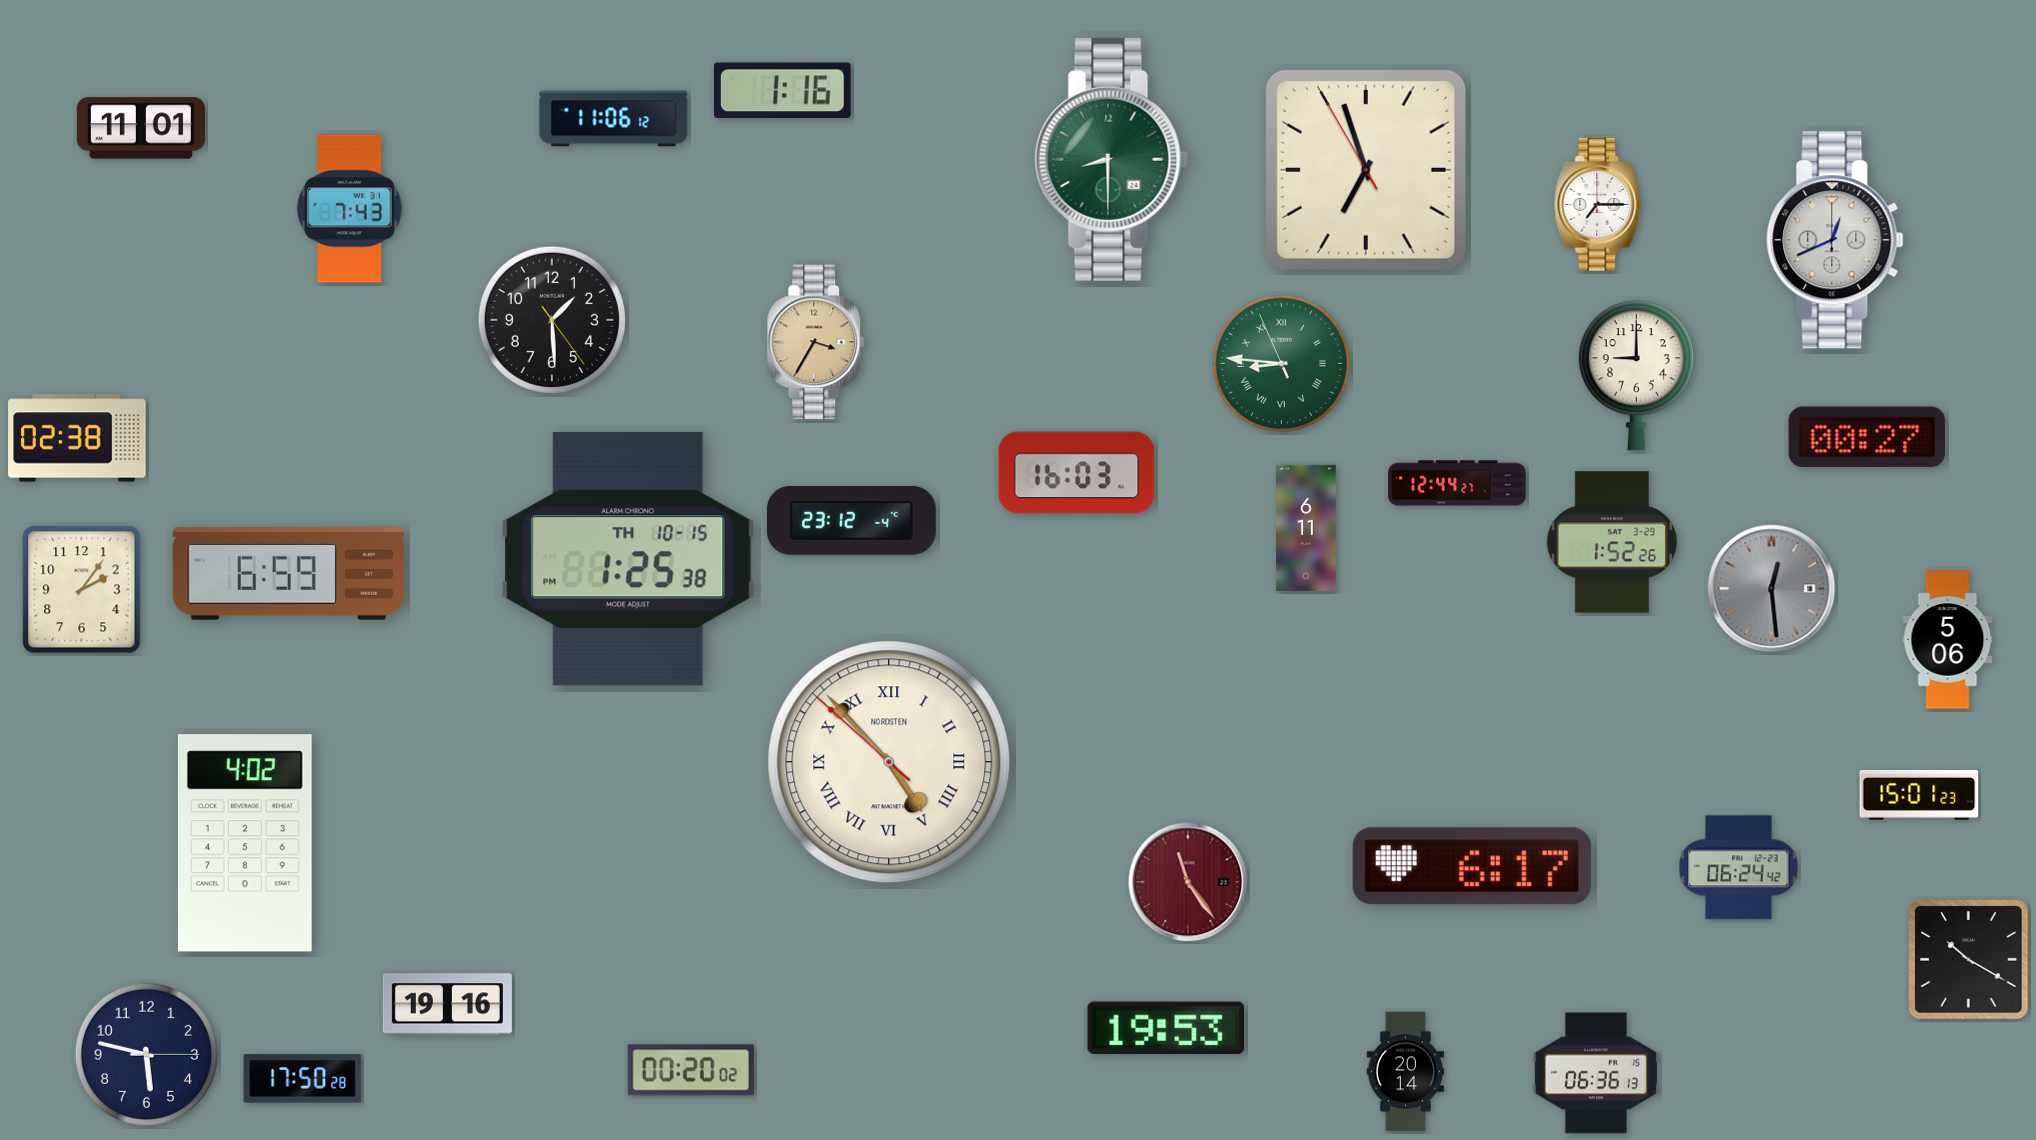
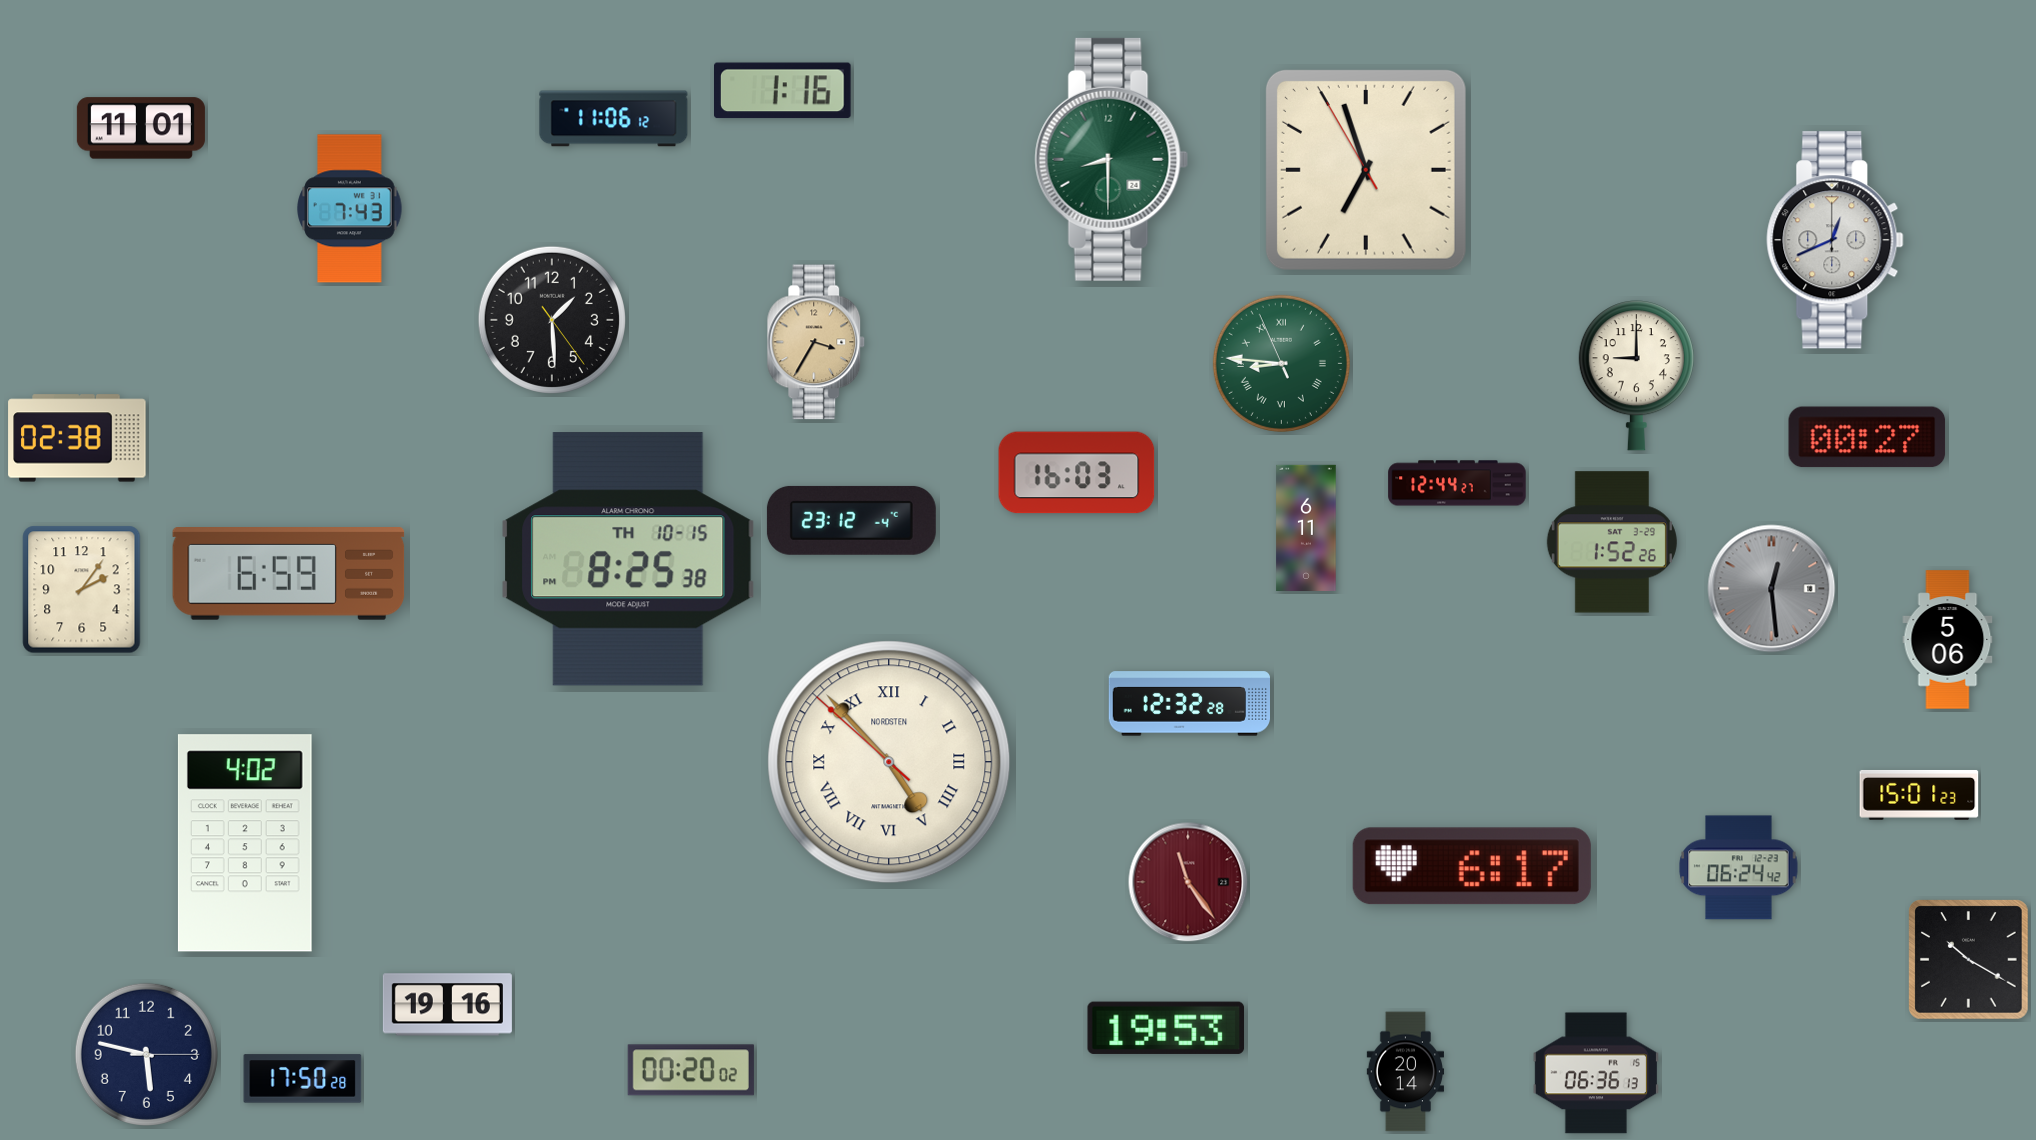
clock at (1598, 204): 7:15 -> none
clock at (628, 559): 1:25 -> 8:25
clock at (1190, 704): none -> 12:32
